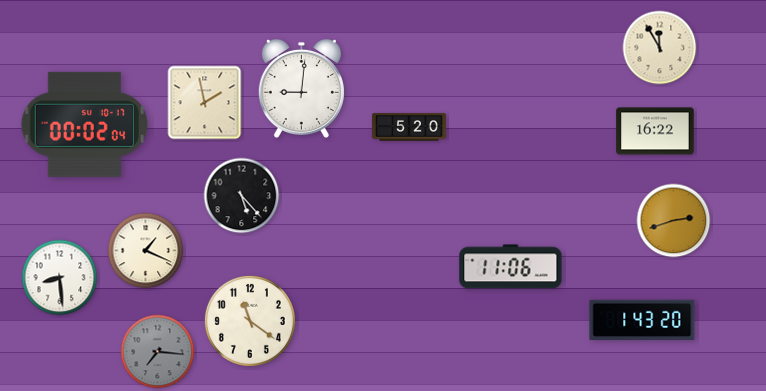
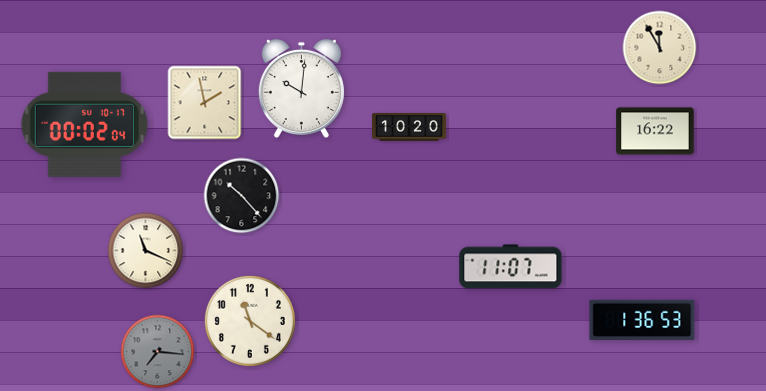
clock at (301, 88): 9:01 -> 10:01
clock at (409, 127): 5:20 -> 10:20
clock at (242, 196): 5:23 -> 10:23
clock at (674, 221): 2:42 -> none
clock at (146, 251): 1:19 -> 11:19
clock at (511, 267): 11:06 -> 11:07
clock at (60, 278): 8:29 -> none
clock at (642, 320): 1:43 -> 1:36
